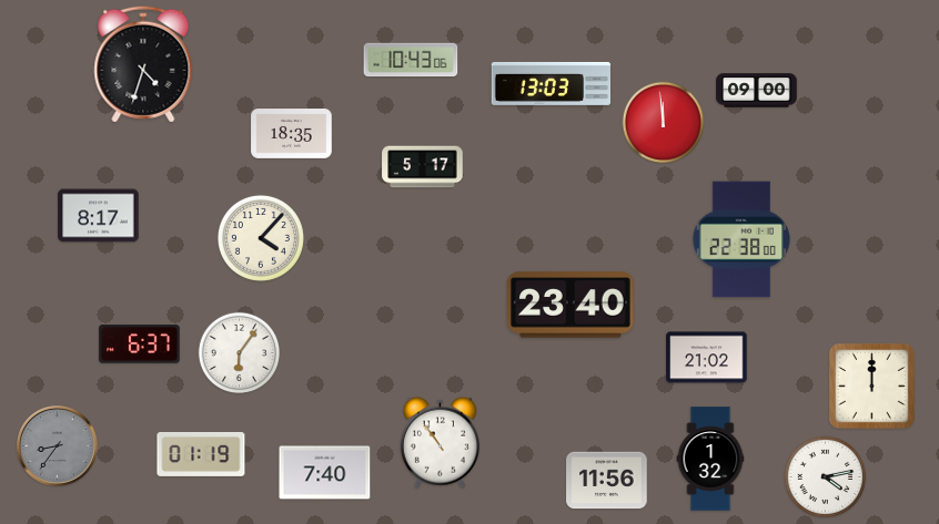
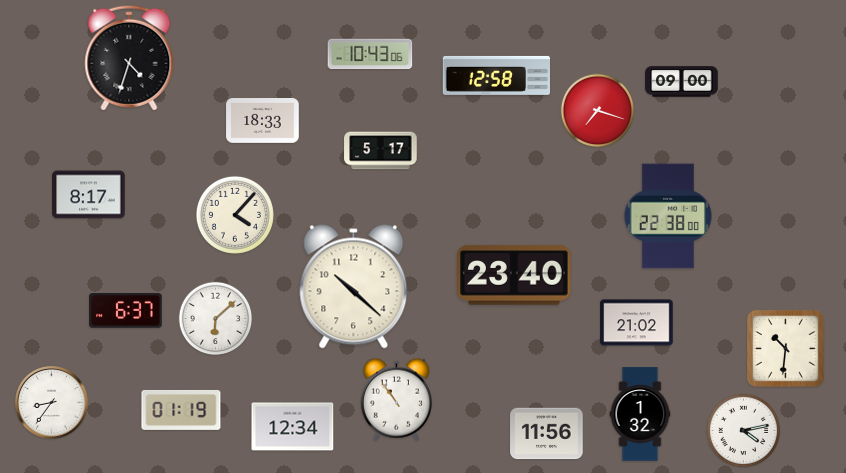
clock at (551, 83): 13:03 -> 12:58
clock at (664, 123): 11:59 -> 7:18
clock at (292, 134): 18:35 -> 18:33
clock at (354, 287): none -> 10:22
clock at (240, 353): 6:06 -> 6:08
clock at (872, 387): 12:00 -> 10:31
clock at (58, 446) dial: grey -> white
clock at (325, 473): 7:40 -> 12:34
